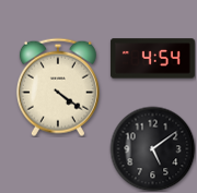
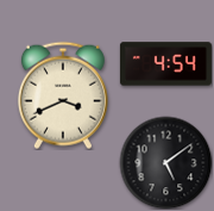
clock at (58, 87): 4:21 -> 3:41
